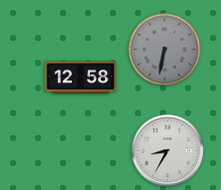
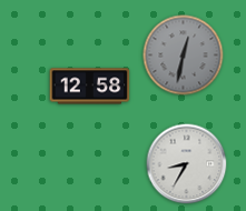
clock at (165, 50): 6:32 -> 12:32
clock at (168, 151) position: (168, 151) -> (187, 164)
